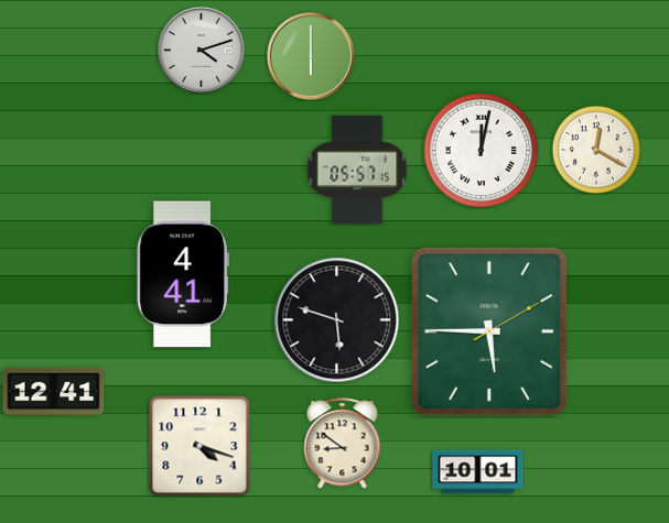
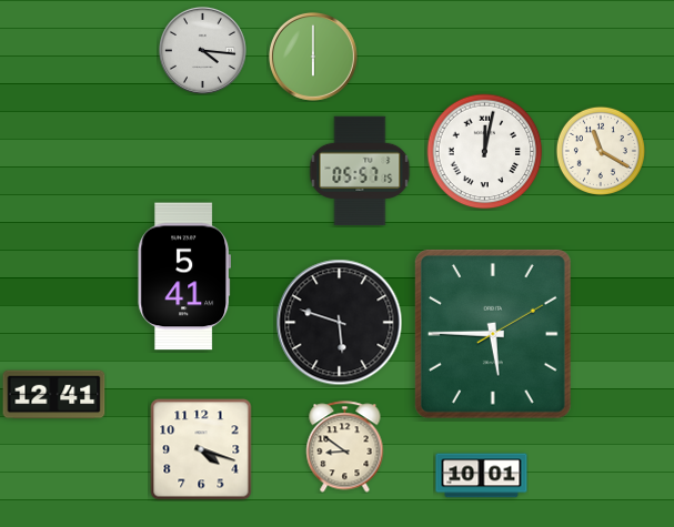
clock at (201, 50): 4:12 -> 4:16
clock at (596, 150): 12:20 -> 11:20
clock at (182, 274): 4:41 -> 5:41
